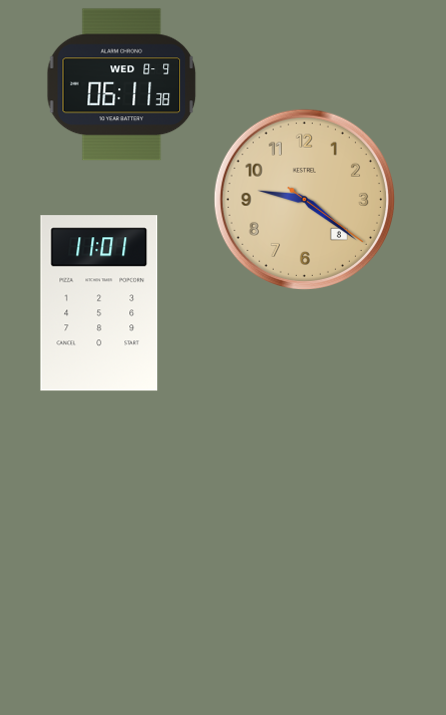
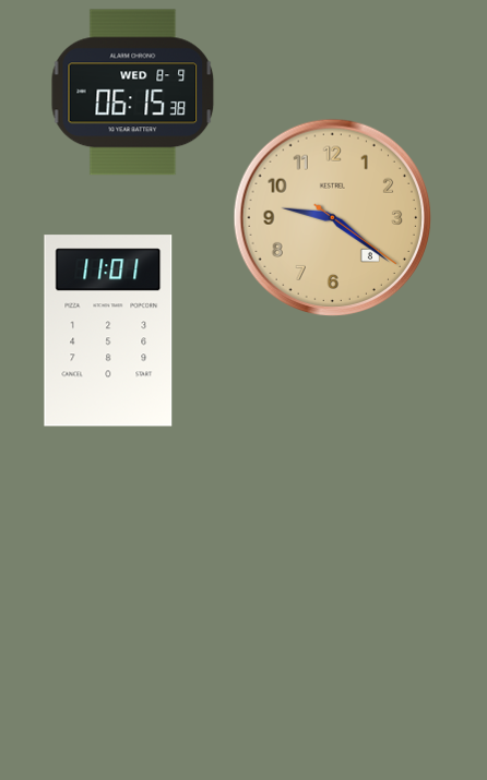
clock at (122, 85): 06:11 -> 06:15
